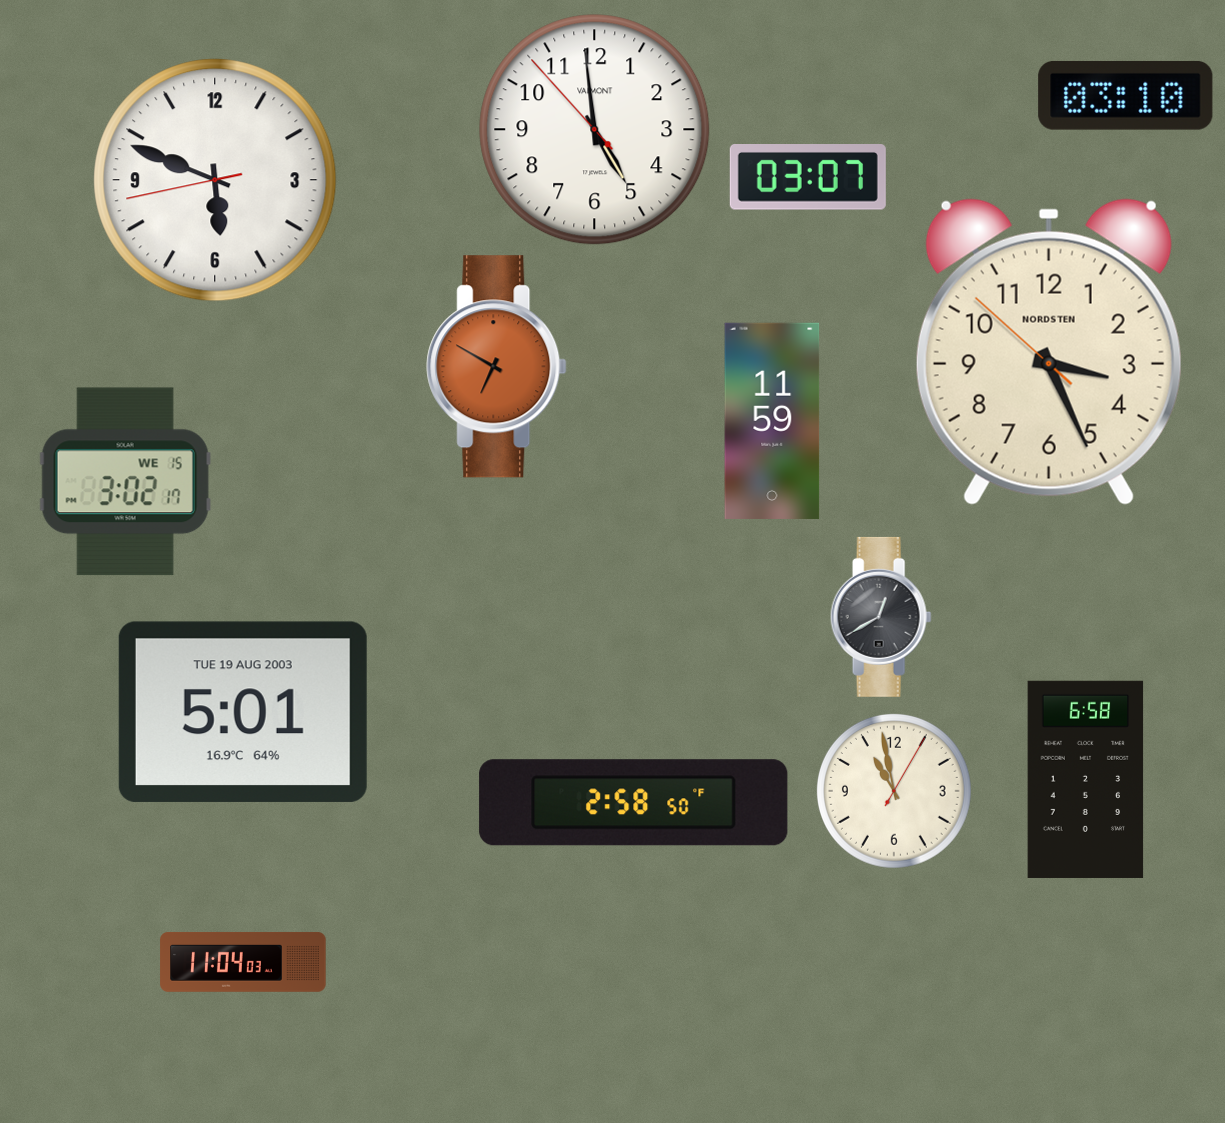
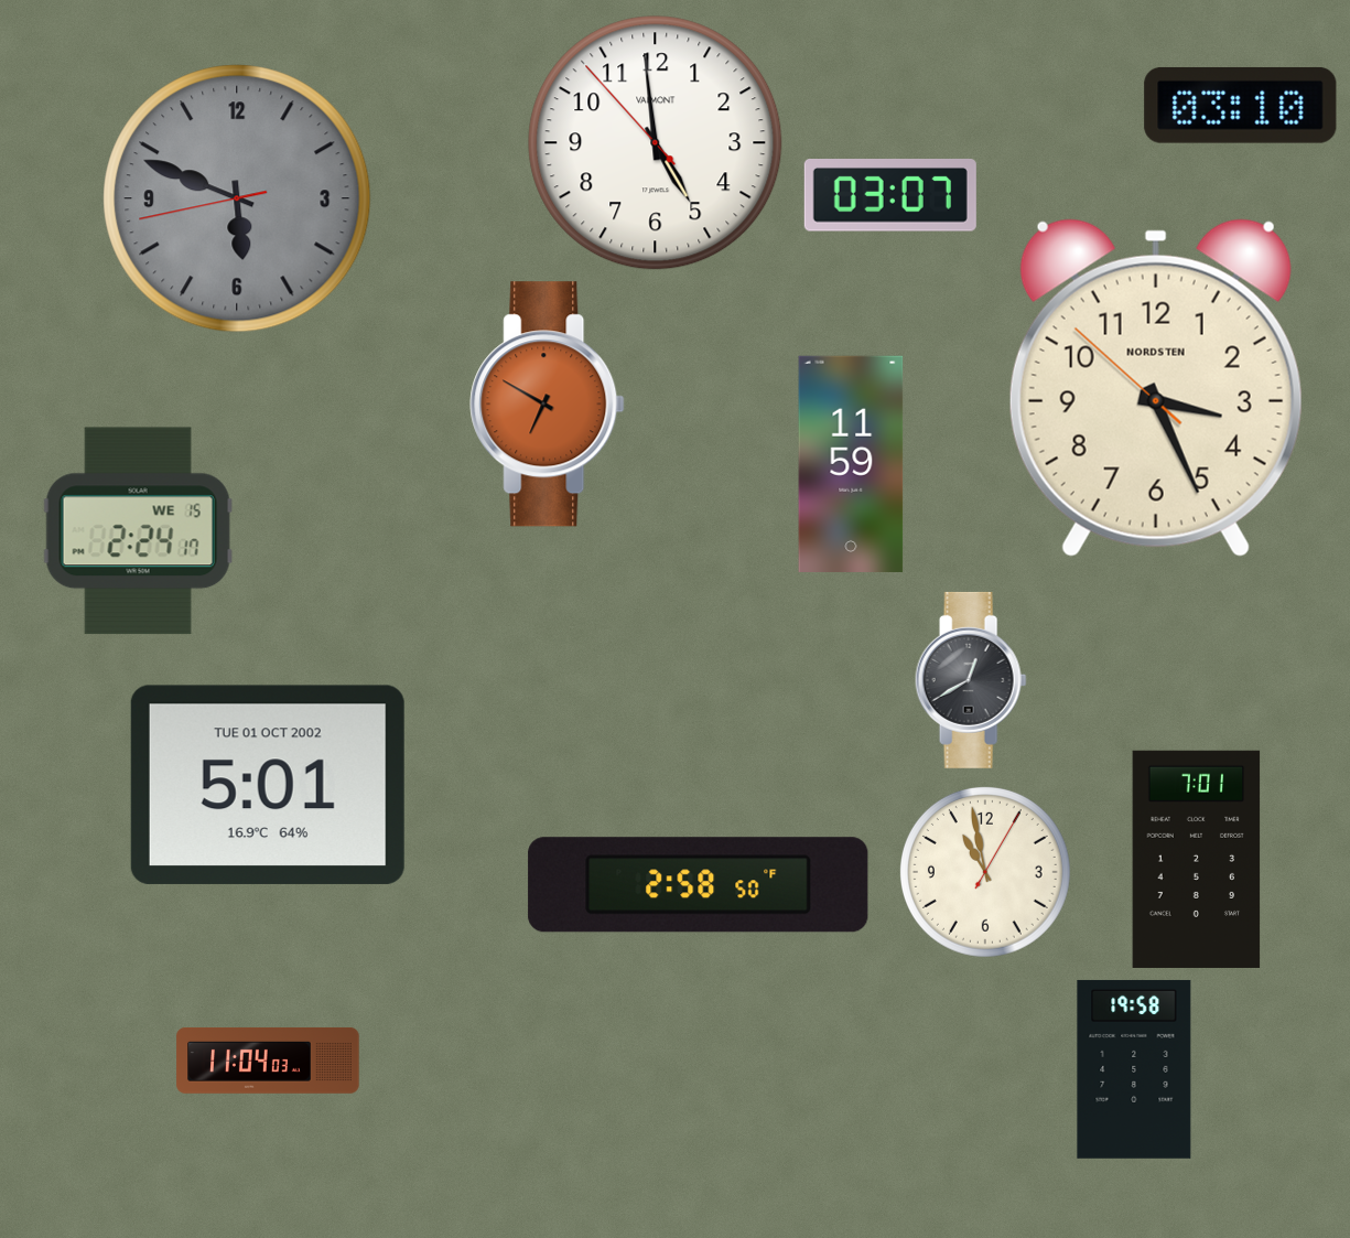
clock at (215, 180) dial: white -> grey
clock at (125, 482): 3:02 -> 2:24
clock at (243, 712) date: TUE 19 AUG 2003 -> TUE 01 OCT 2002
clock at (1086, 779): 6:58 -> 7:01
clock at (1134, 1069): none -> 19:58
